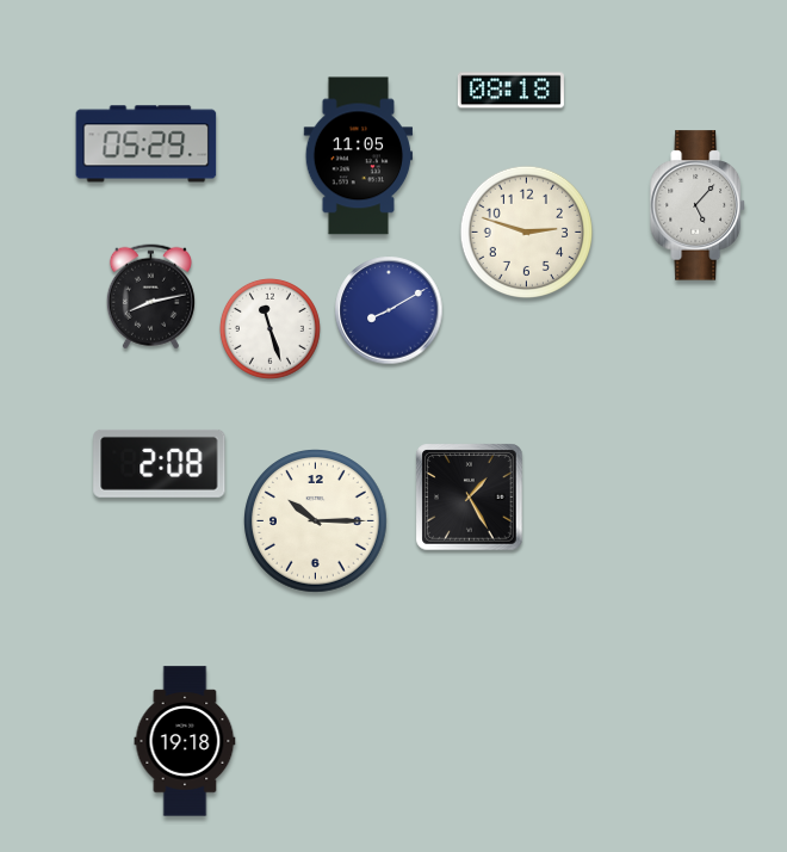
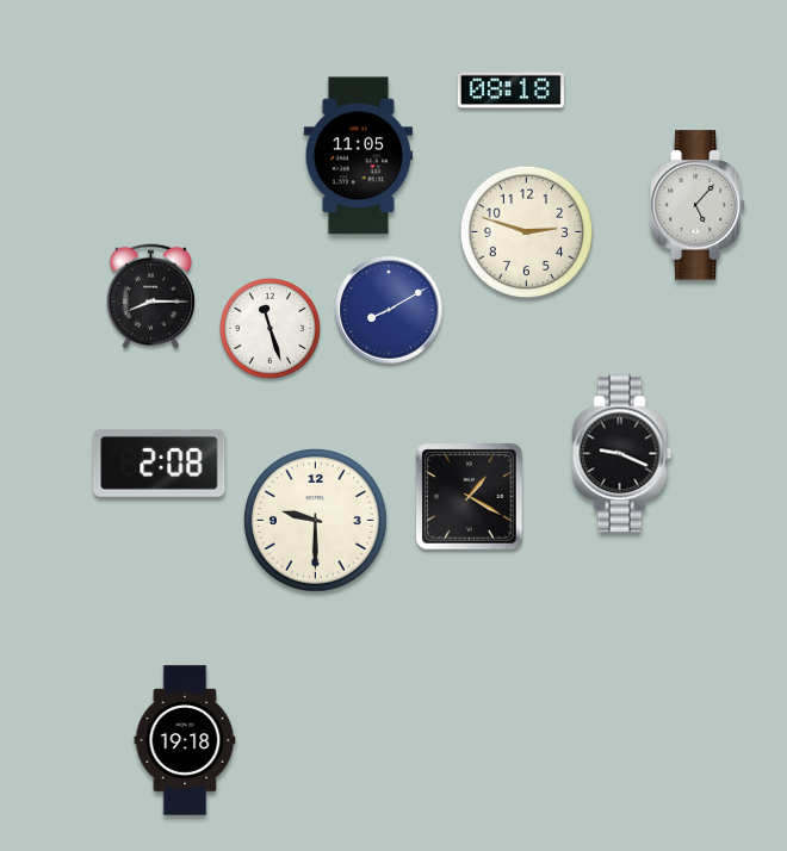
clock at (147, 144): 05:29 -> none
clock at (150, 297): 8:13 -> 8:15
clock at (622, 454): none -> 9:19
clock at (470, 498): 1:25 -> 1:20
clock at (316, 521): 10:15 -> 9:30
